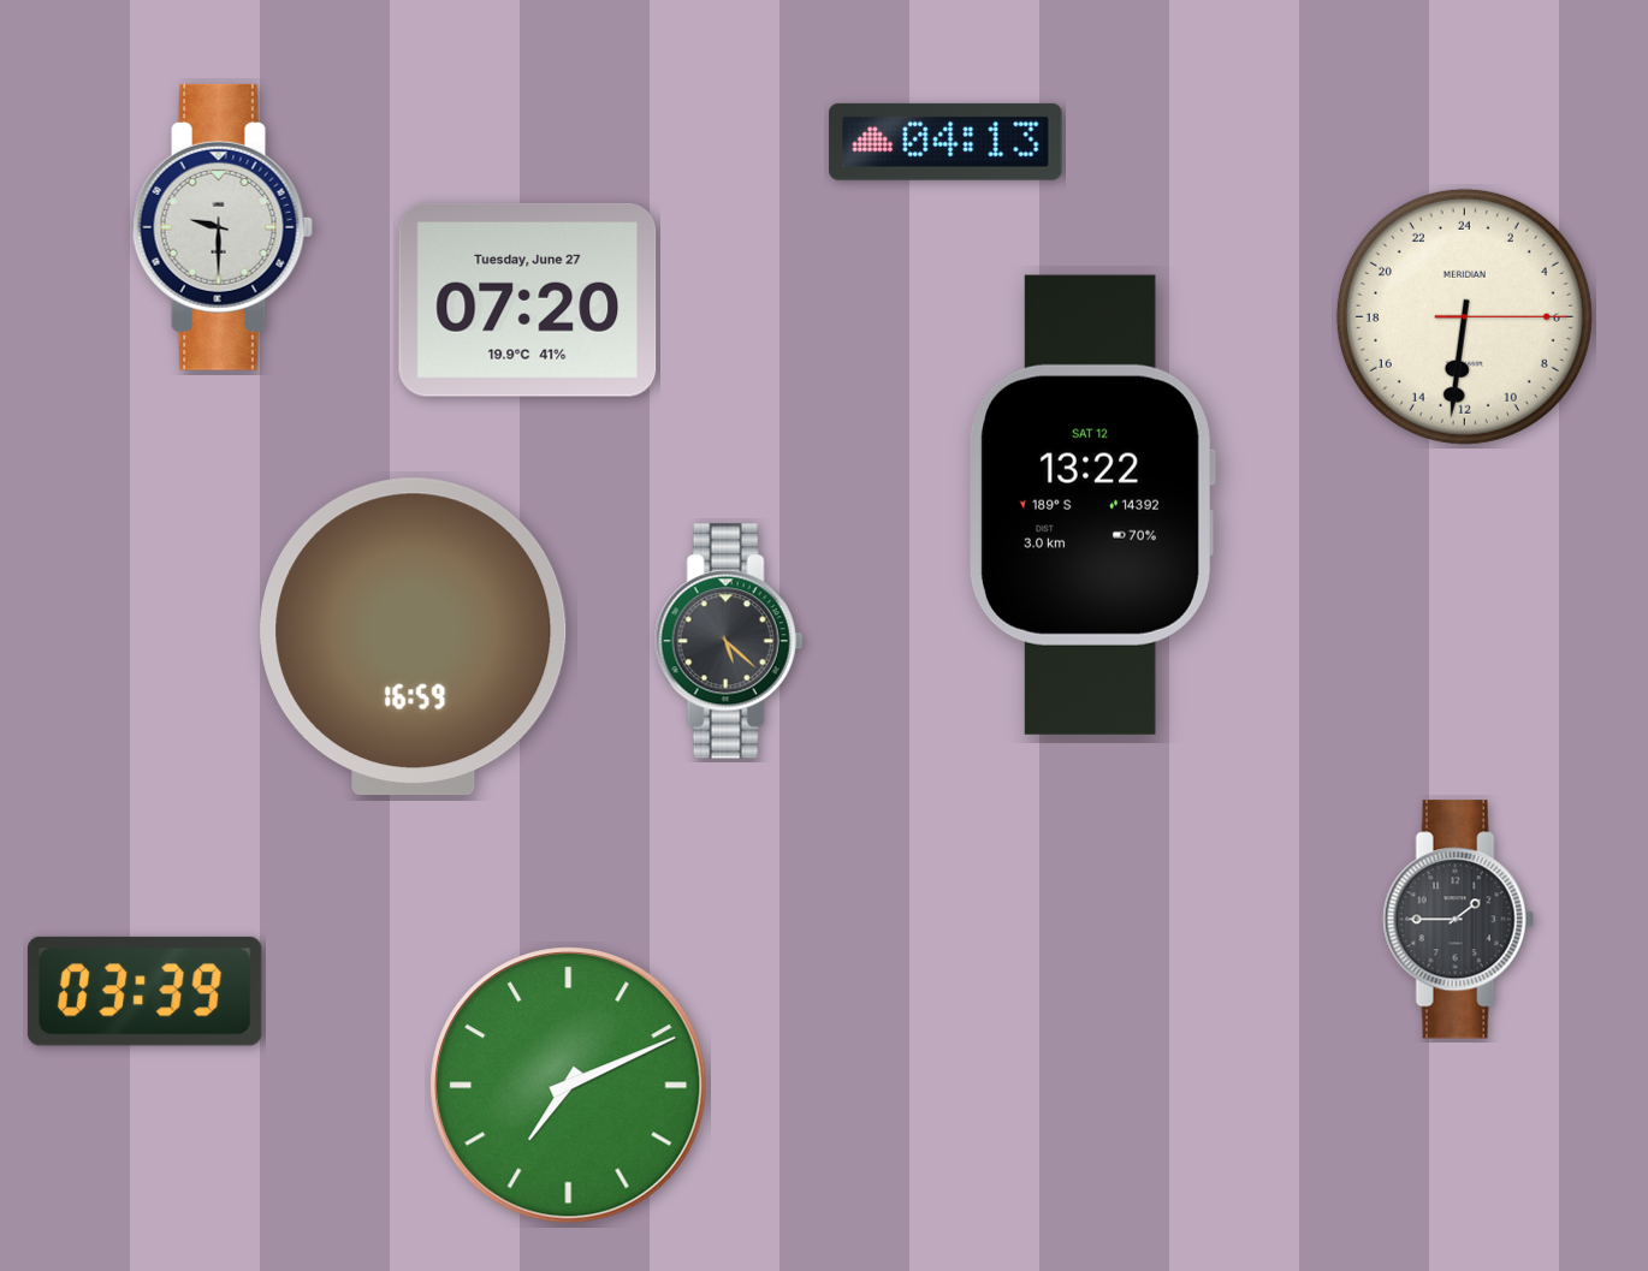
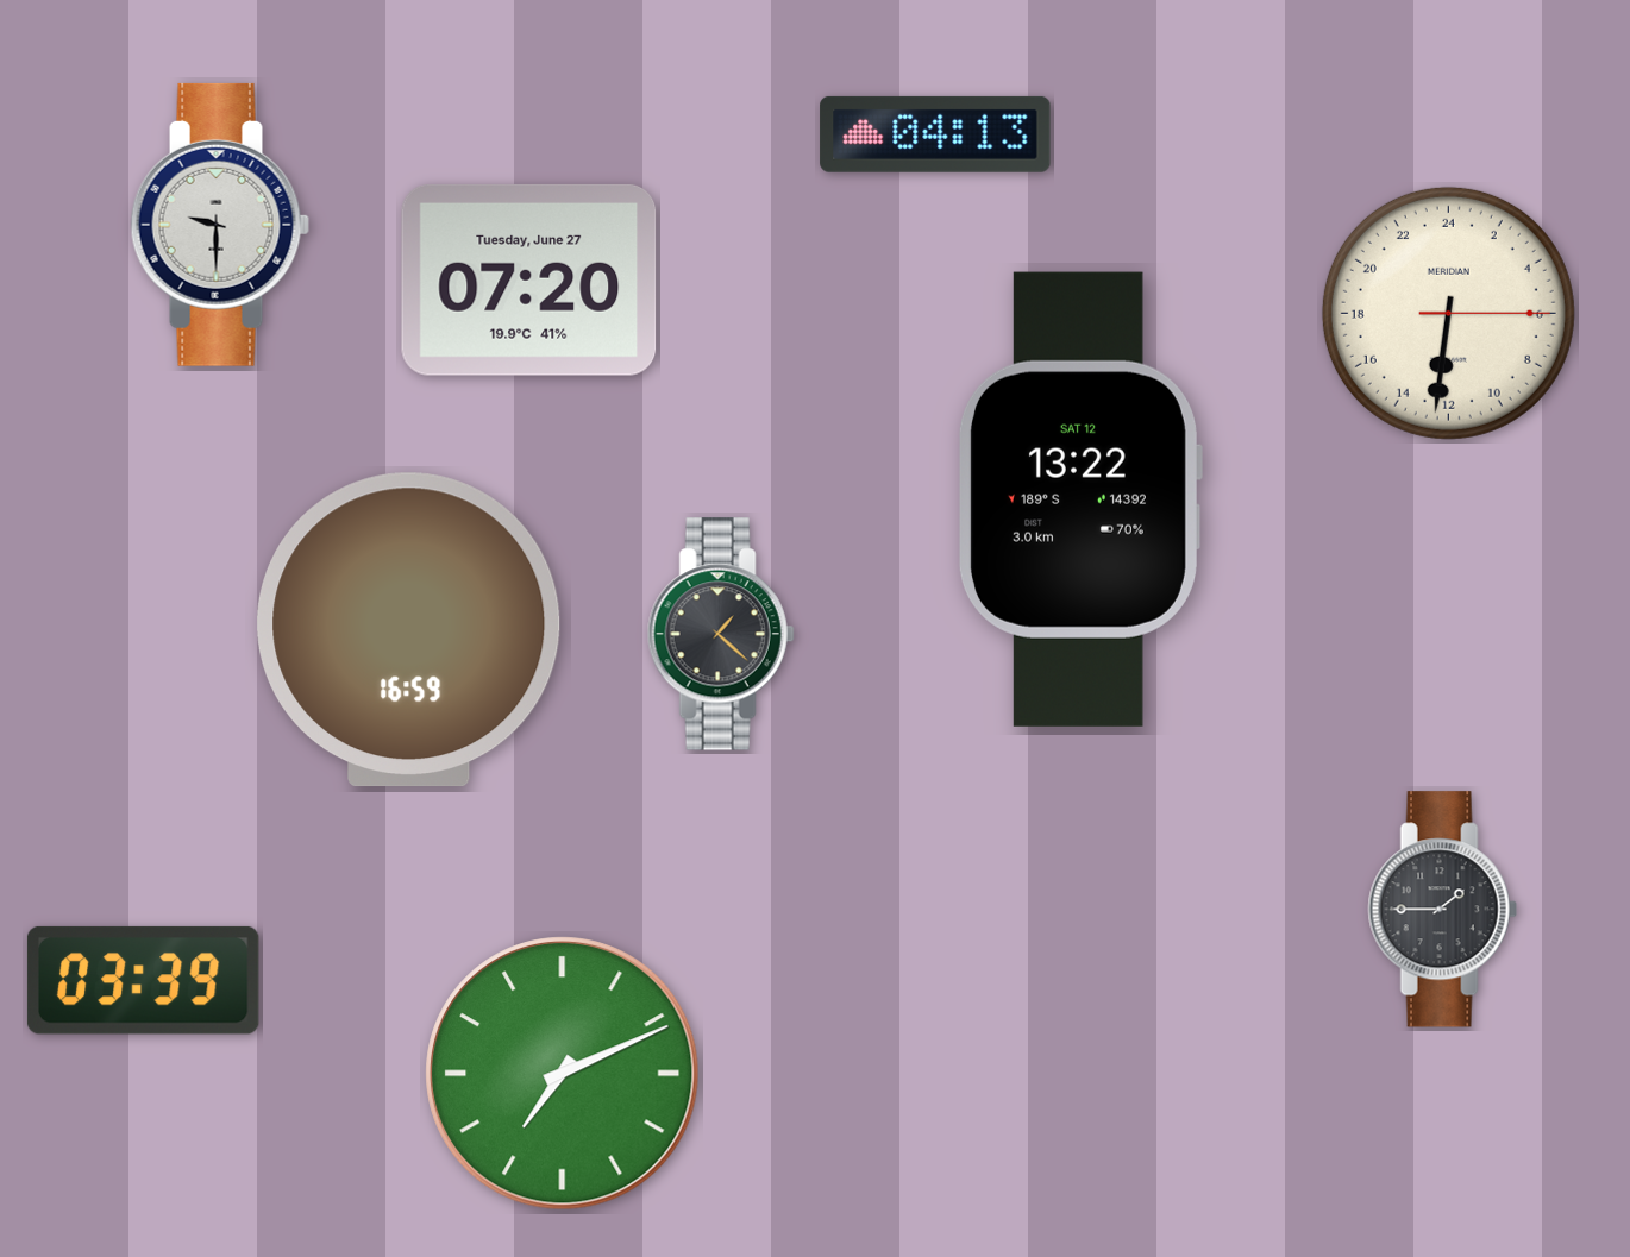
clock at (945, 142) position: (945, 142) -> (935, 134)
clock at (528, 299) position: (528, 299) -> (529, 279)
clock at (729, 641): 5:22 -> 1:22
